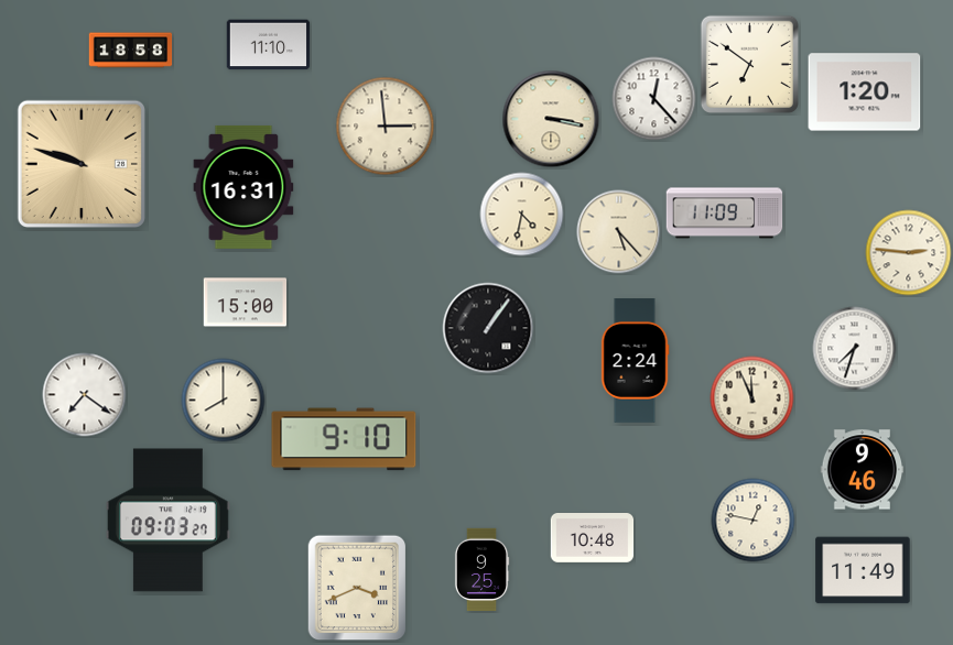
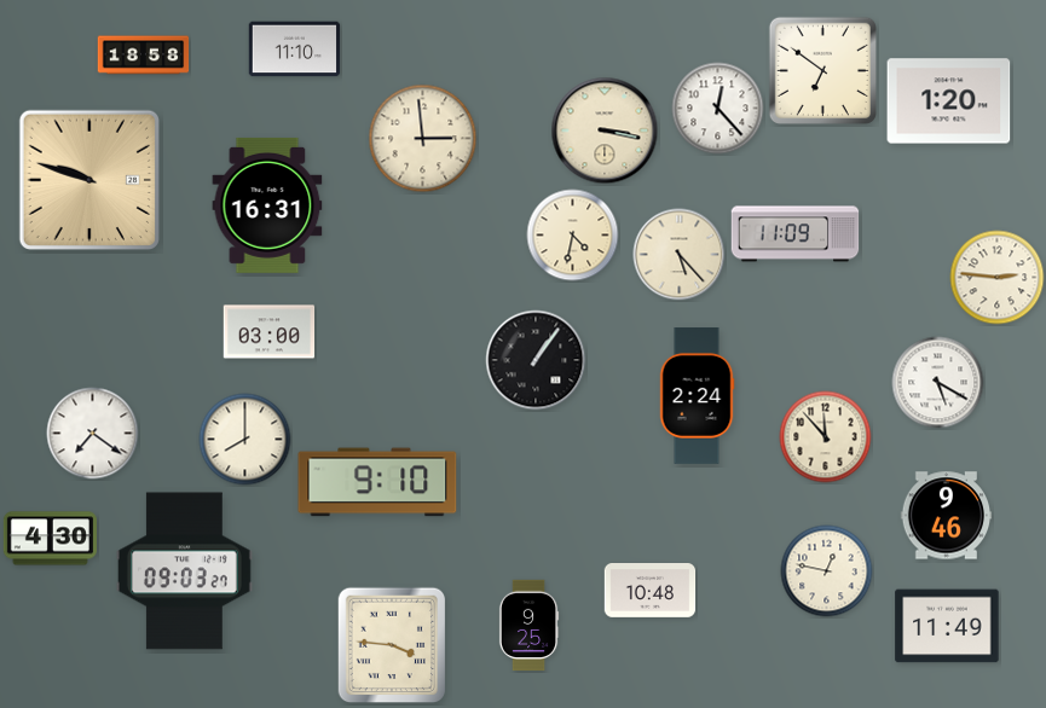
clock at (246, 303): 15:00 -> 03:00
clock at (855, 349): 7:33 -> 5:20
clock at (752, 398): 11:56 -> 11:53
clock at (50, 539): none -> 4:30
clock at (357, 588): 3:41 -> 3:46
